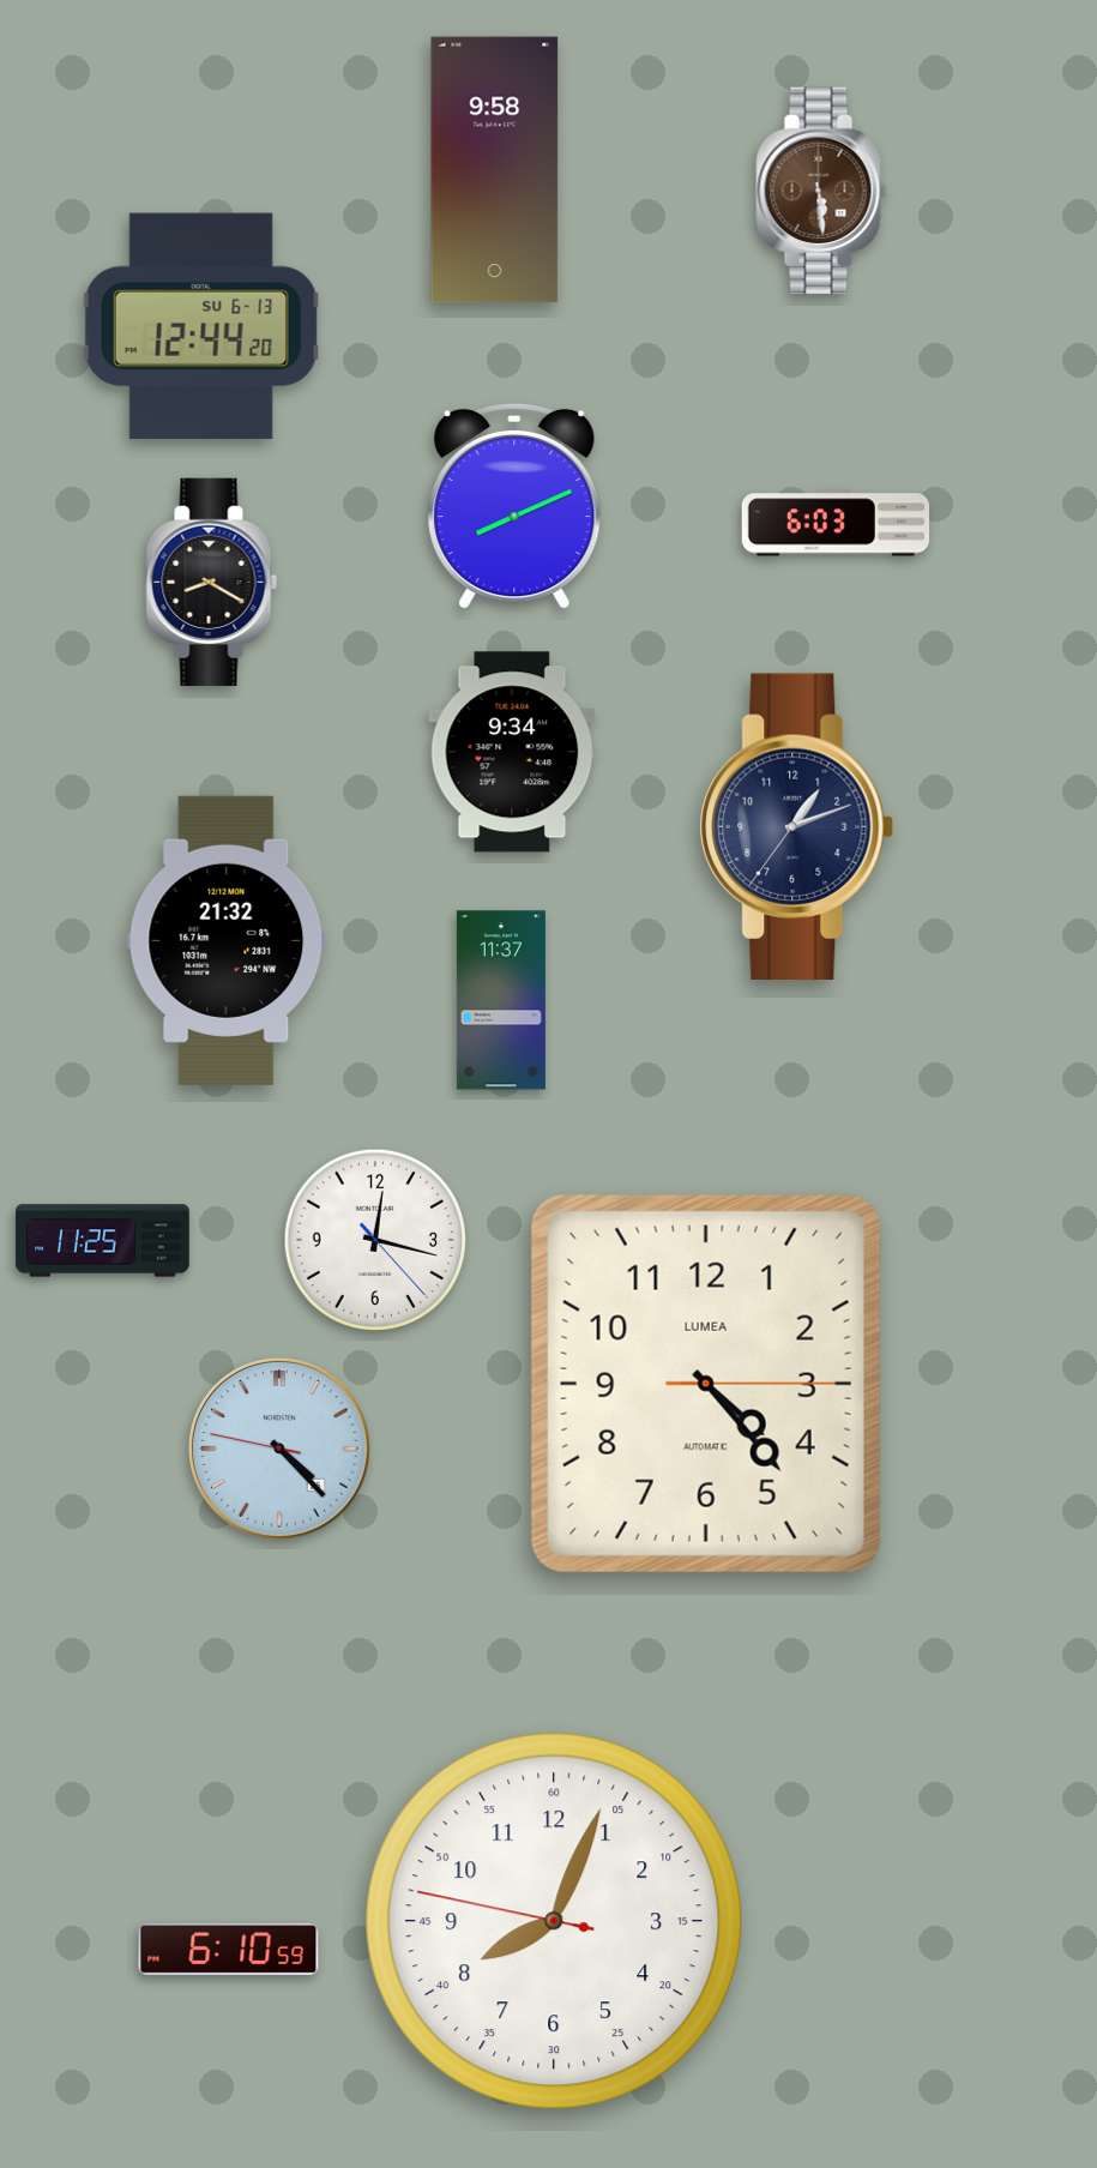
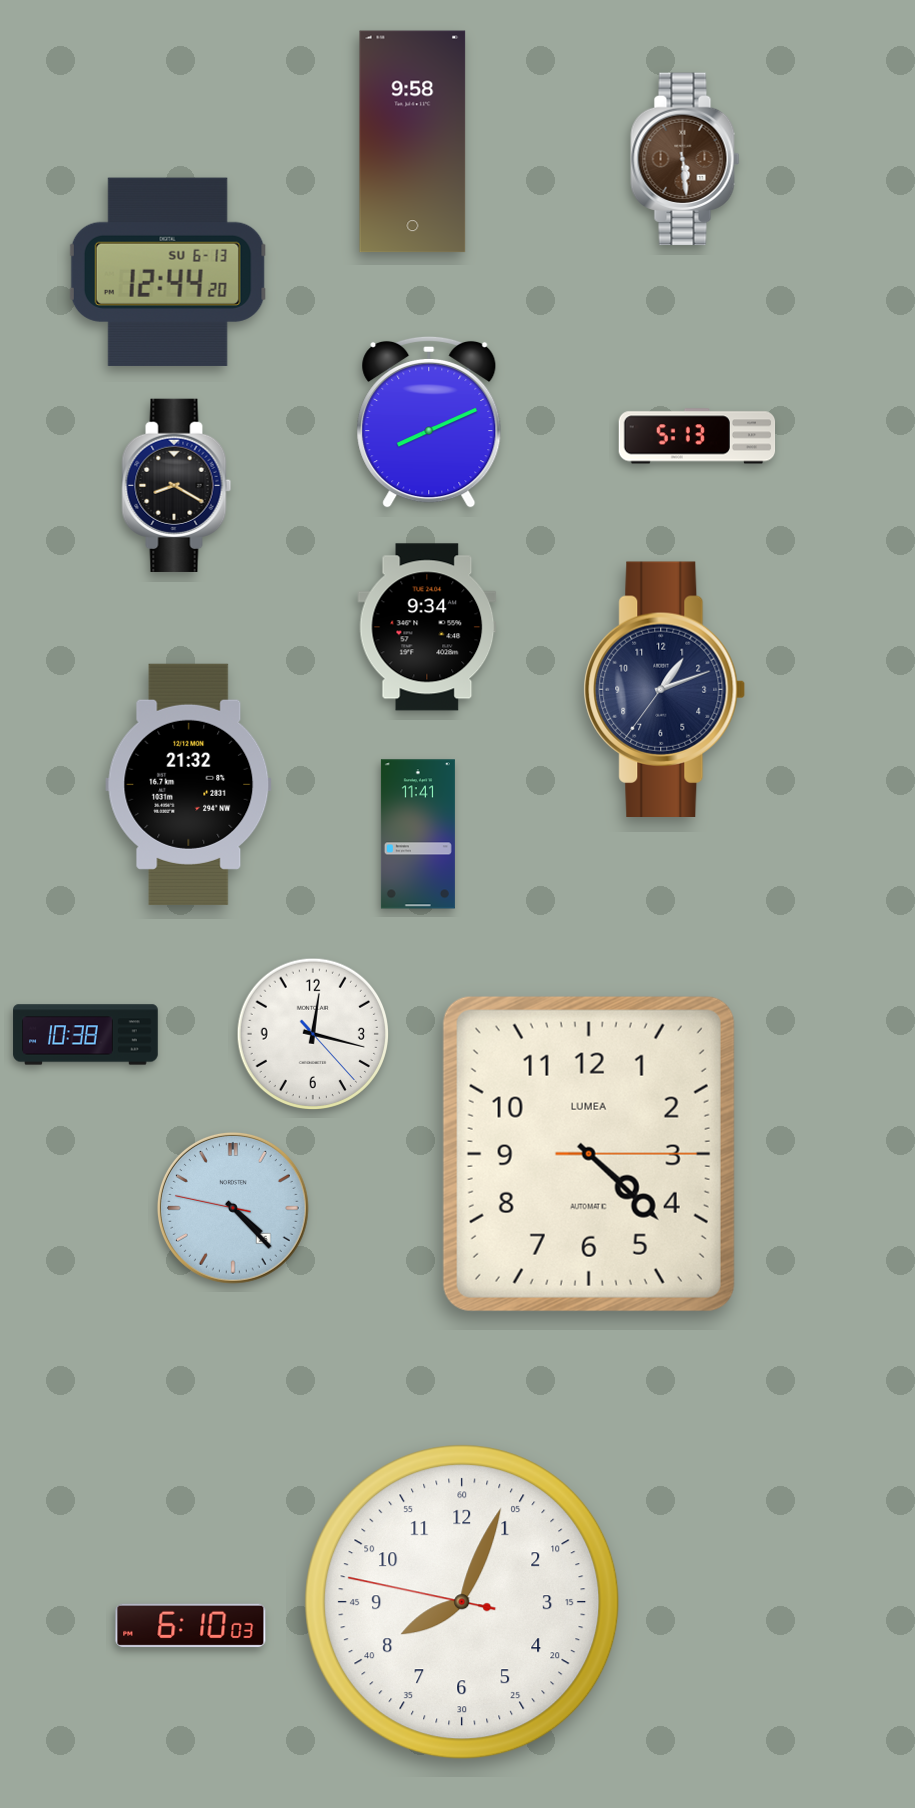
clock at (836, 523): 6:03 -> 5:13
clock at (501, 1000): 11:37 -> 11:41
clock at (103, 1241): 11:25 -> 10:38
clock at (706, 1384): 4:23 -> 4:22
clock at (229, 1950): 6:10:59 -> 6:10:03
